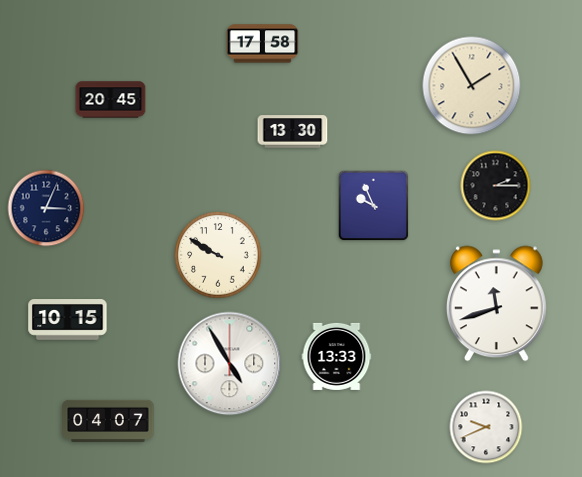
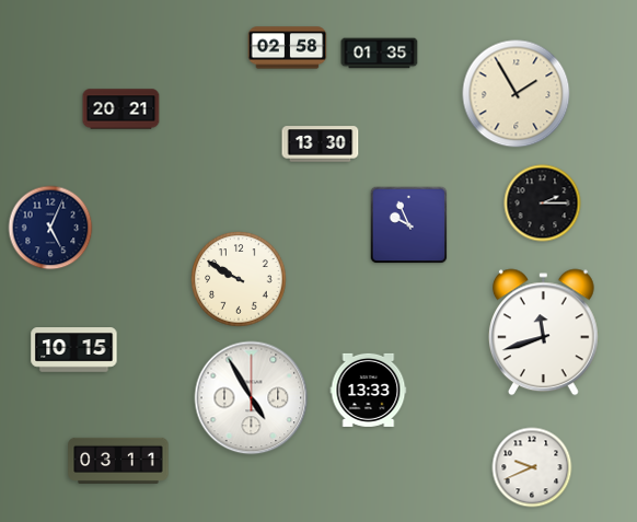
clock at (263, 44): 17:58 -> 02:58
clock at (380, 54): none -> 01:35
clock at (111, 100): 20:45 -> 20:21
clock at (46, 208): 3:04 -> 5:04
clock at (108, 421): 04:07 -> 03:11
